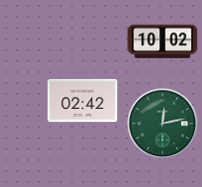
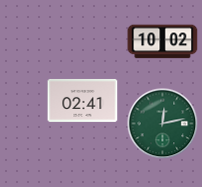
clock at (83, 100): 02:42 -> 02:41
